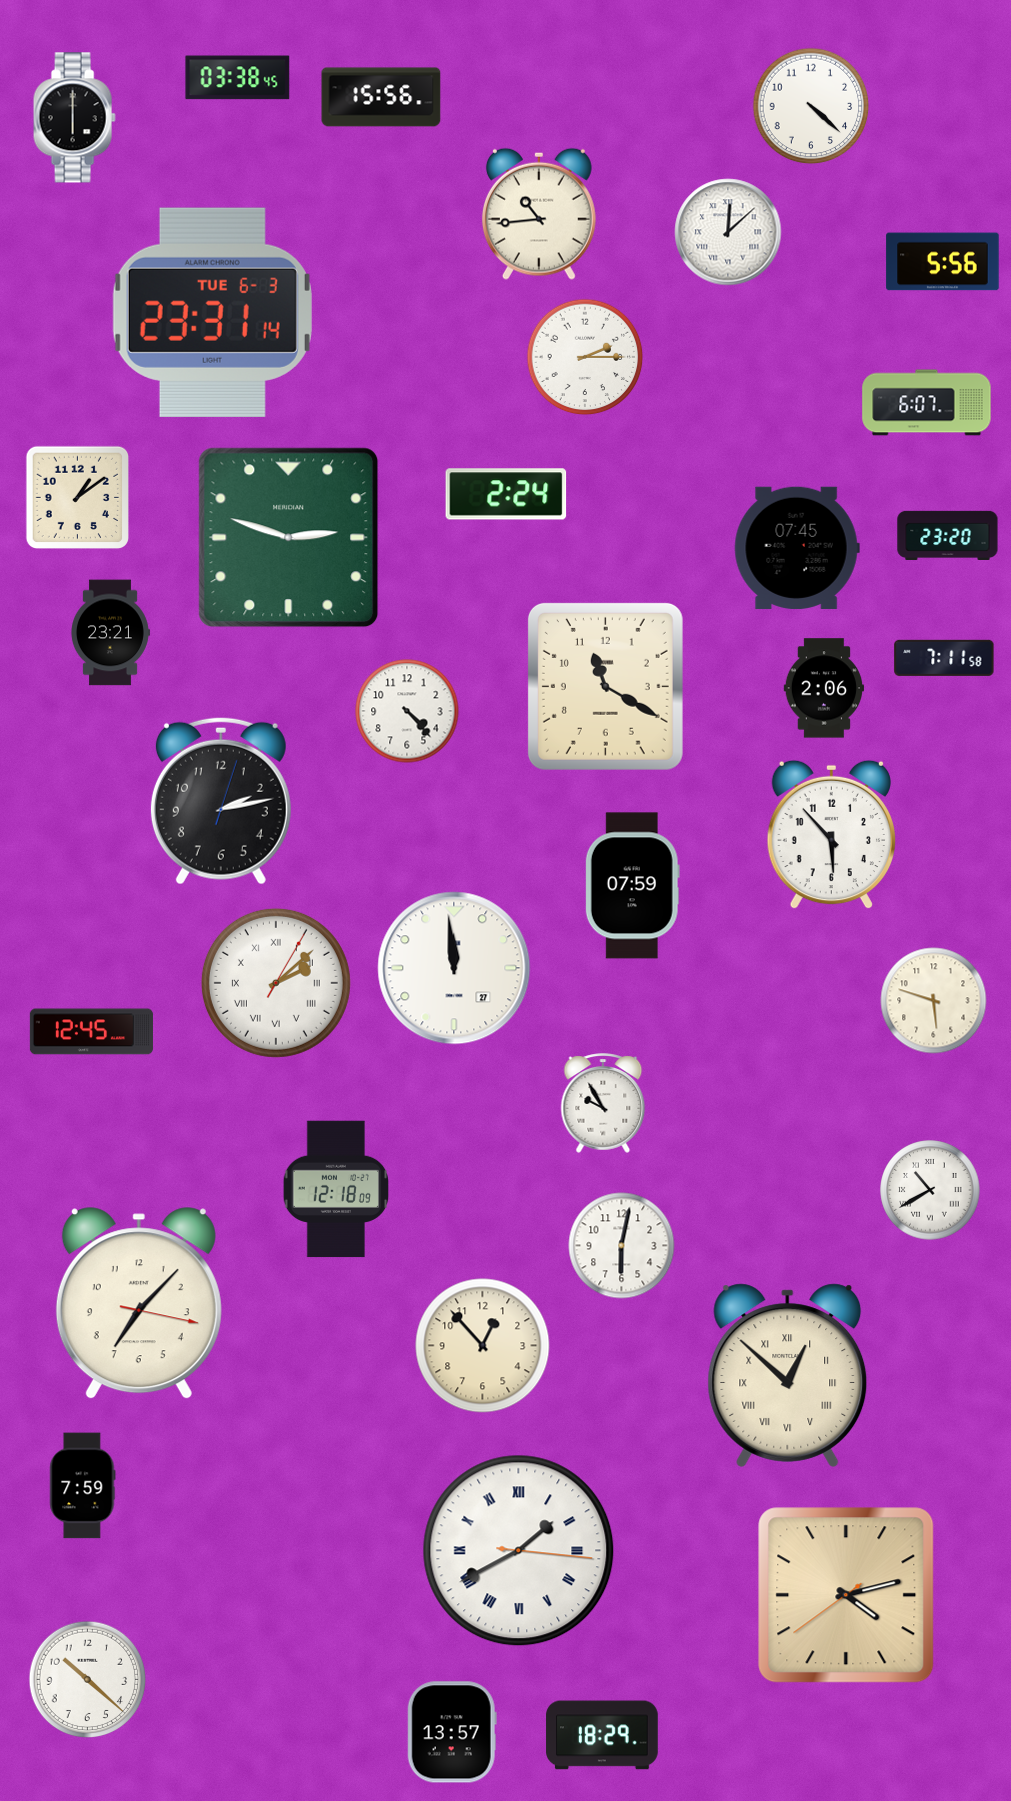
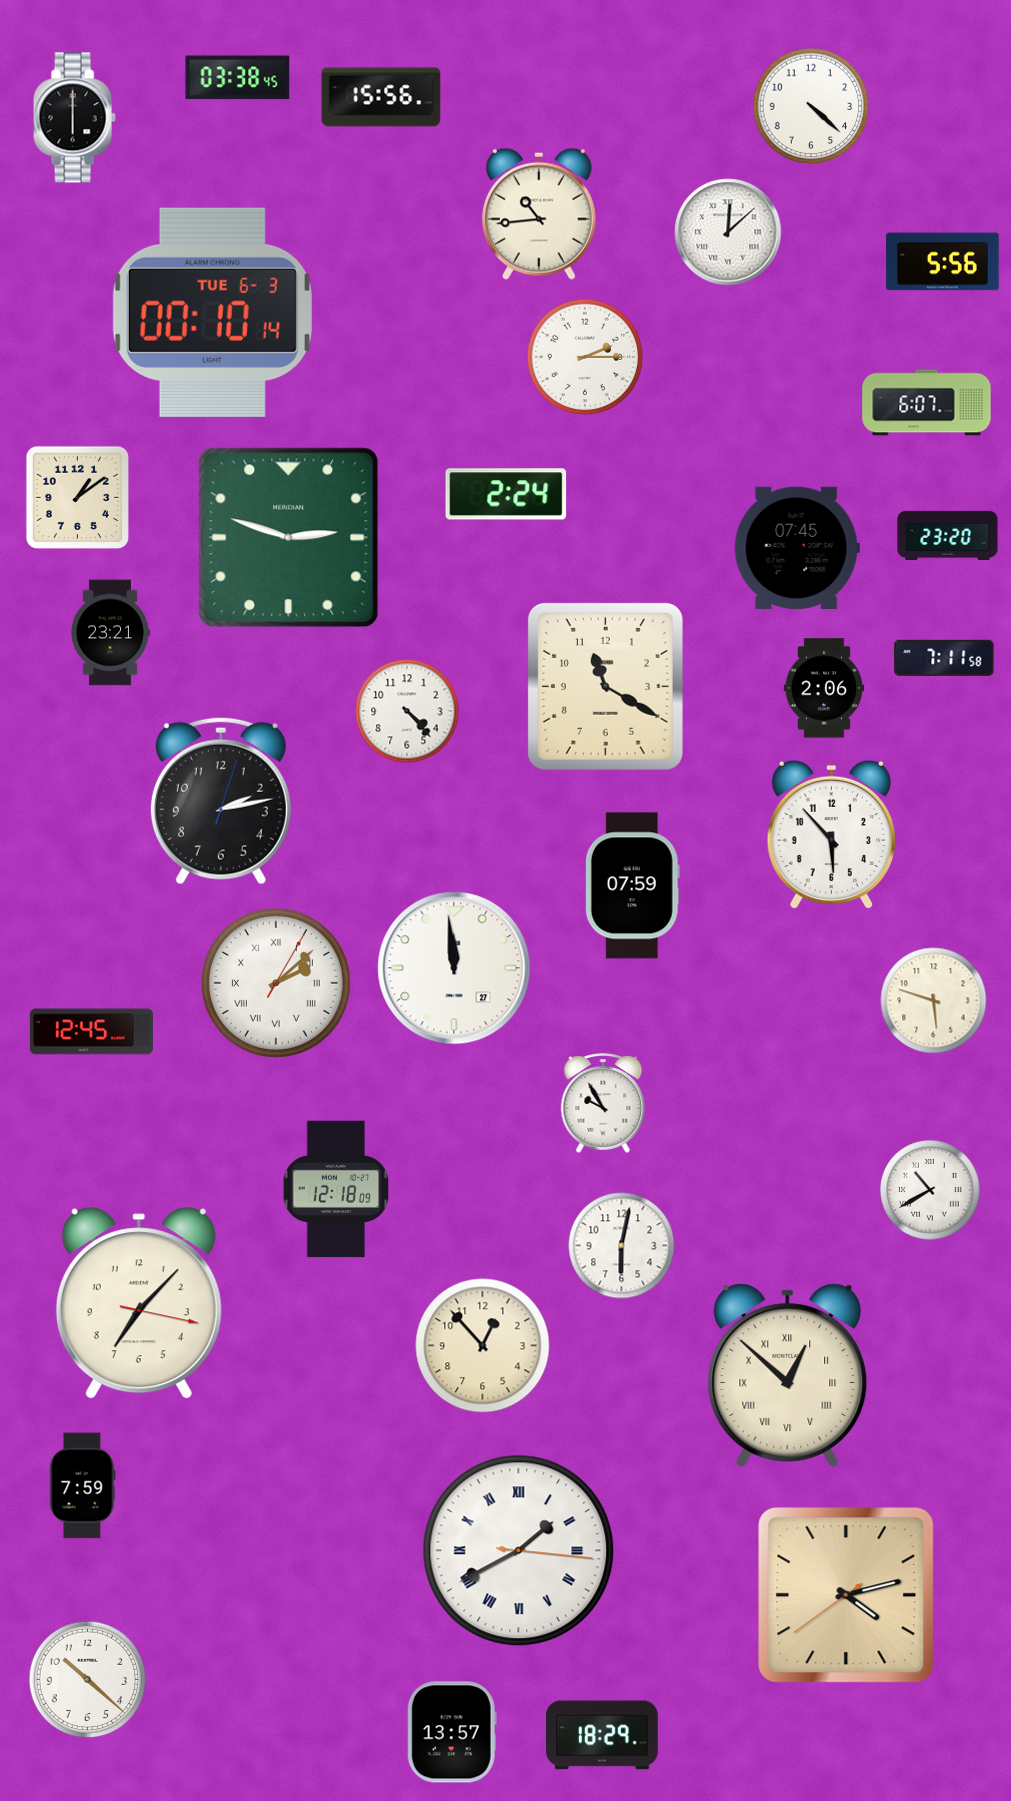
clock at (212, 312): 23:31 -> 00:10
